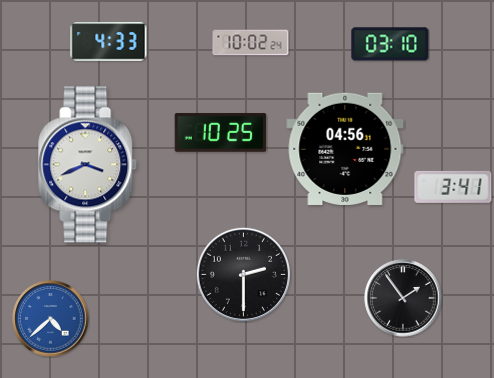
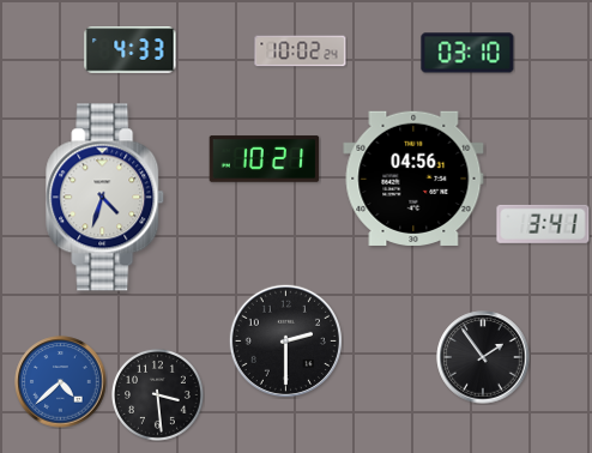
clock at (221, 133): 10:25 -> 10:21
clock at (88, 165): 3:41 -> 4:33
clock at (243, 274) position: (243, 274) -> (285, 340)
clock at (157, 394): none -> 3:29
